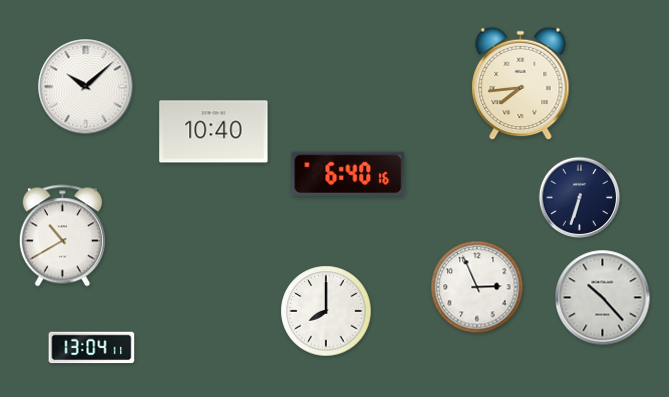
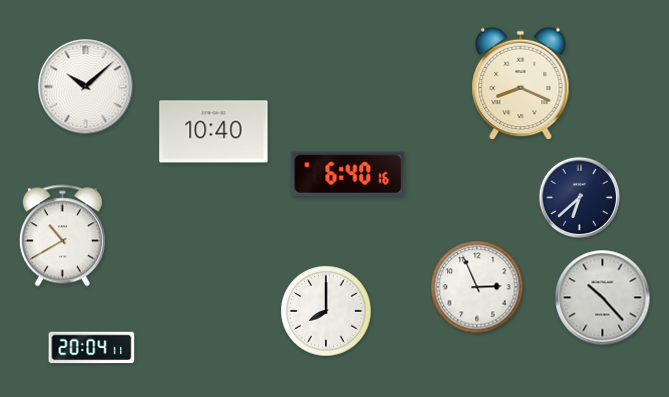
clock at (521, 84): 7:44 -> 8:19
clock at (580, 198): 6:33 -> 6:38
clock at (92, 348): 13:04 -> 20:04
